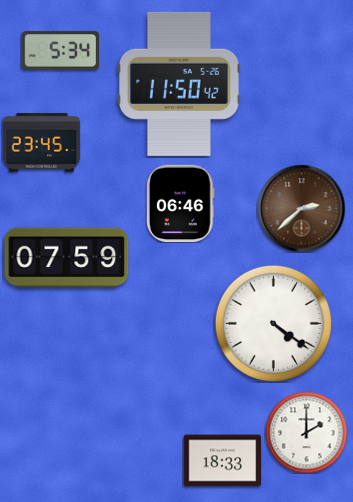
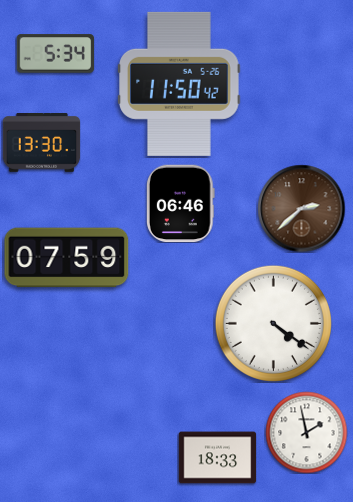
clock at (60, 51) position: (60, 51) -> (55, 54)
clock at (41, 143): 23:45 -> 13:30
clock at (306, 432): 2:00 -> 1:58
clock at (222, 461) position: (222, 461) -> (217, 458)
